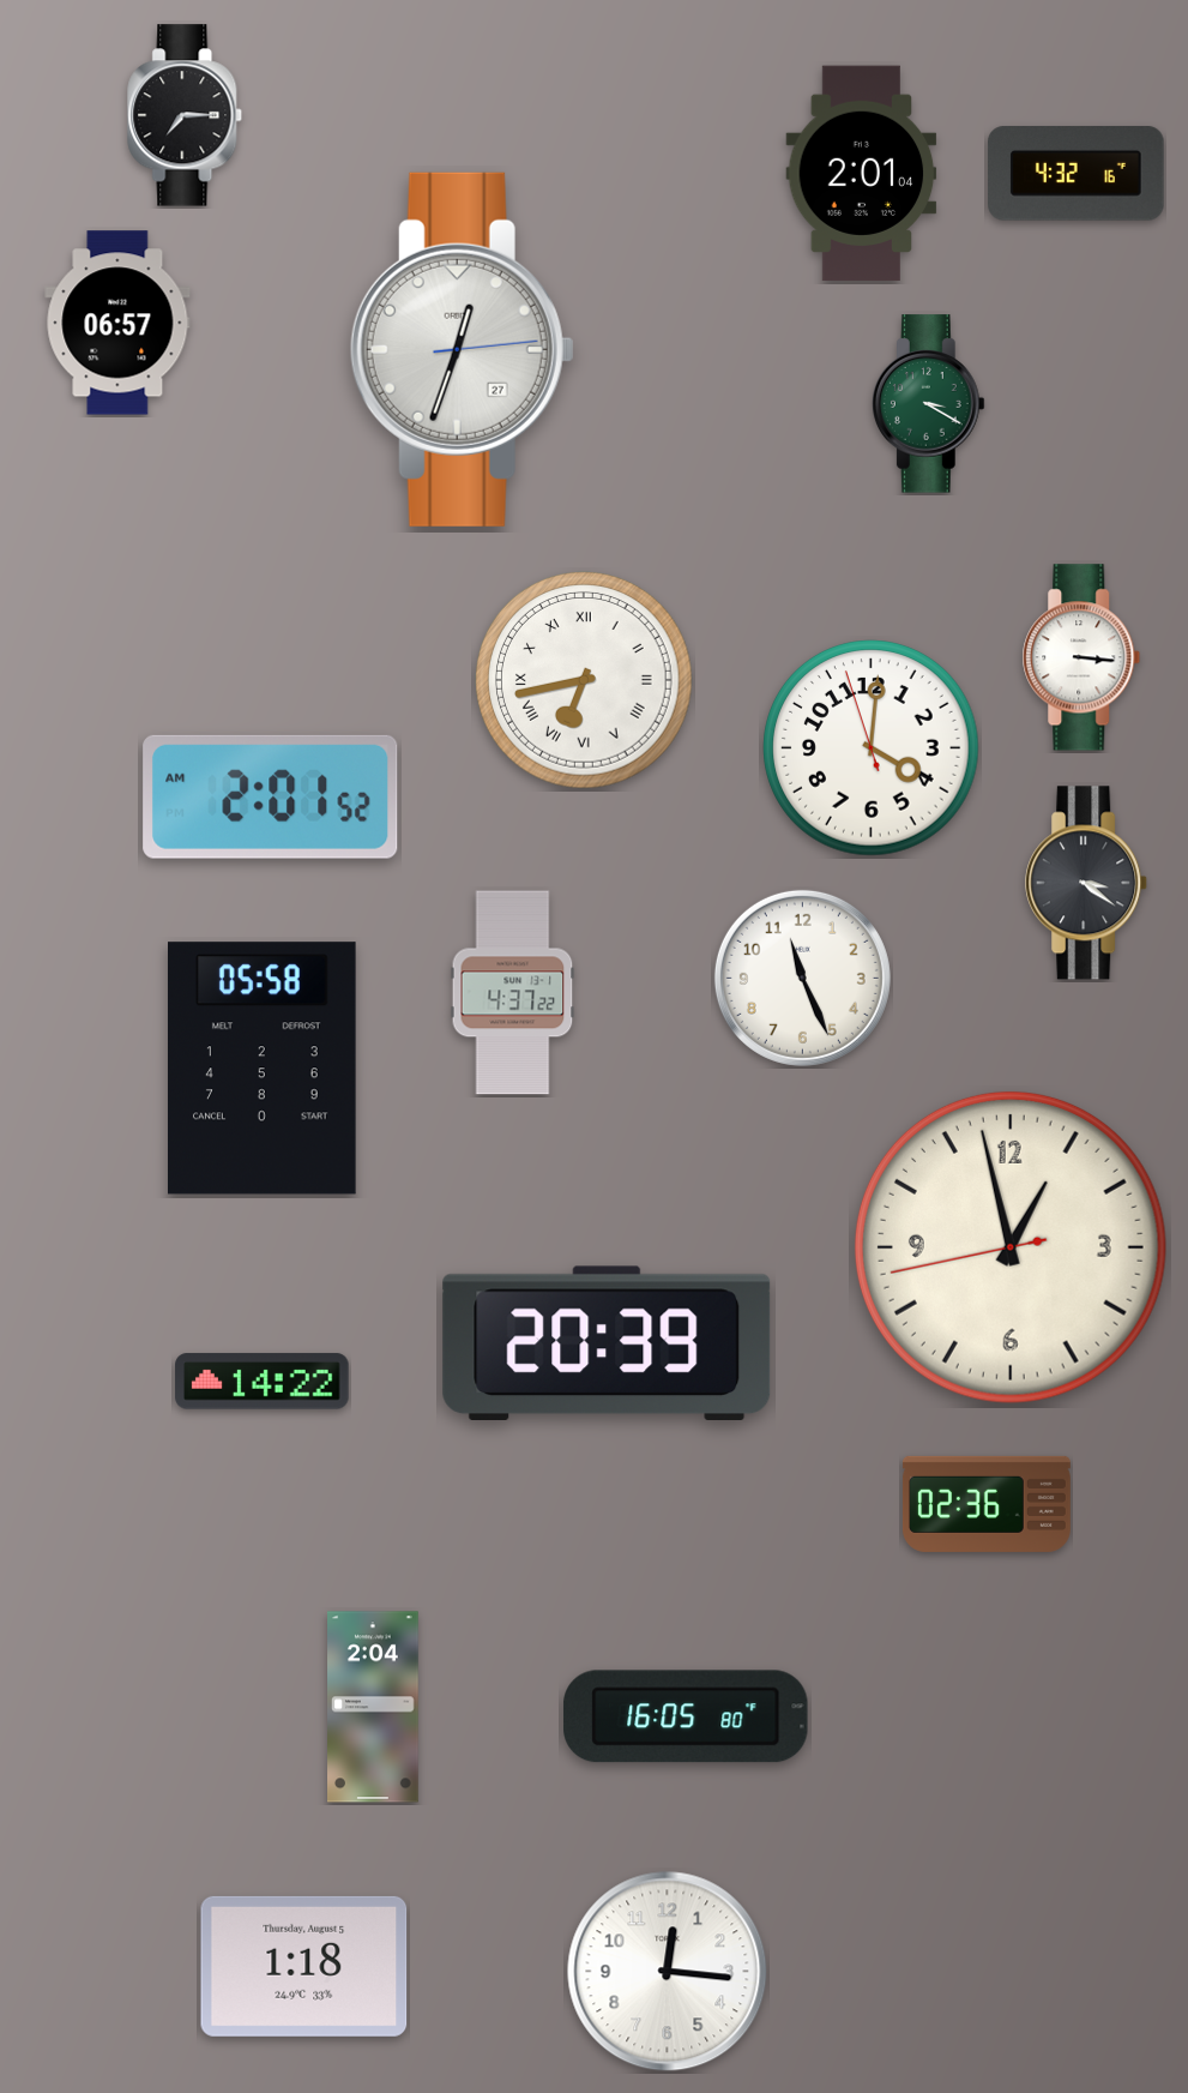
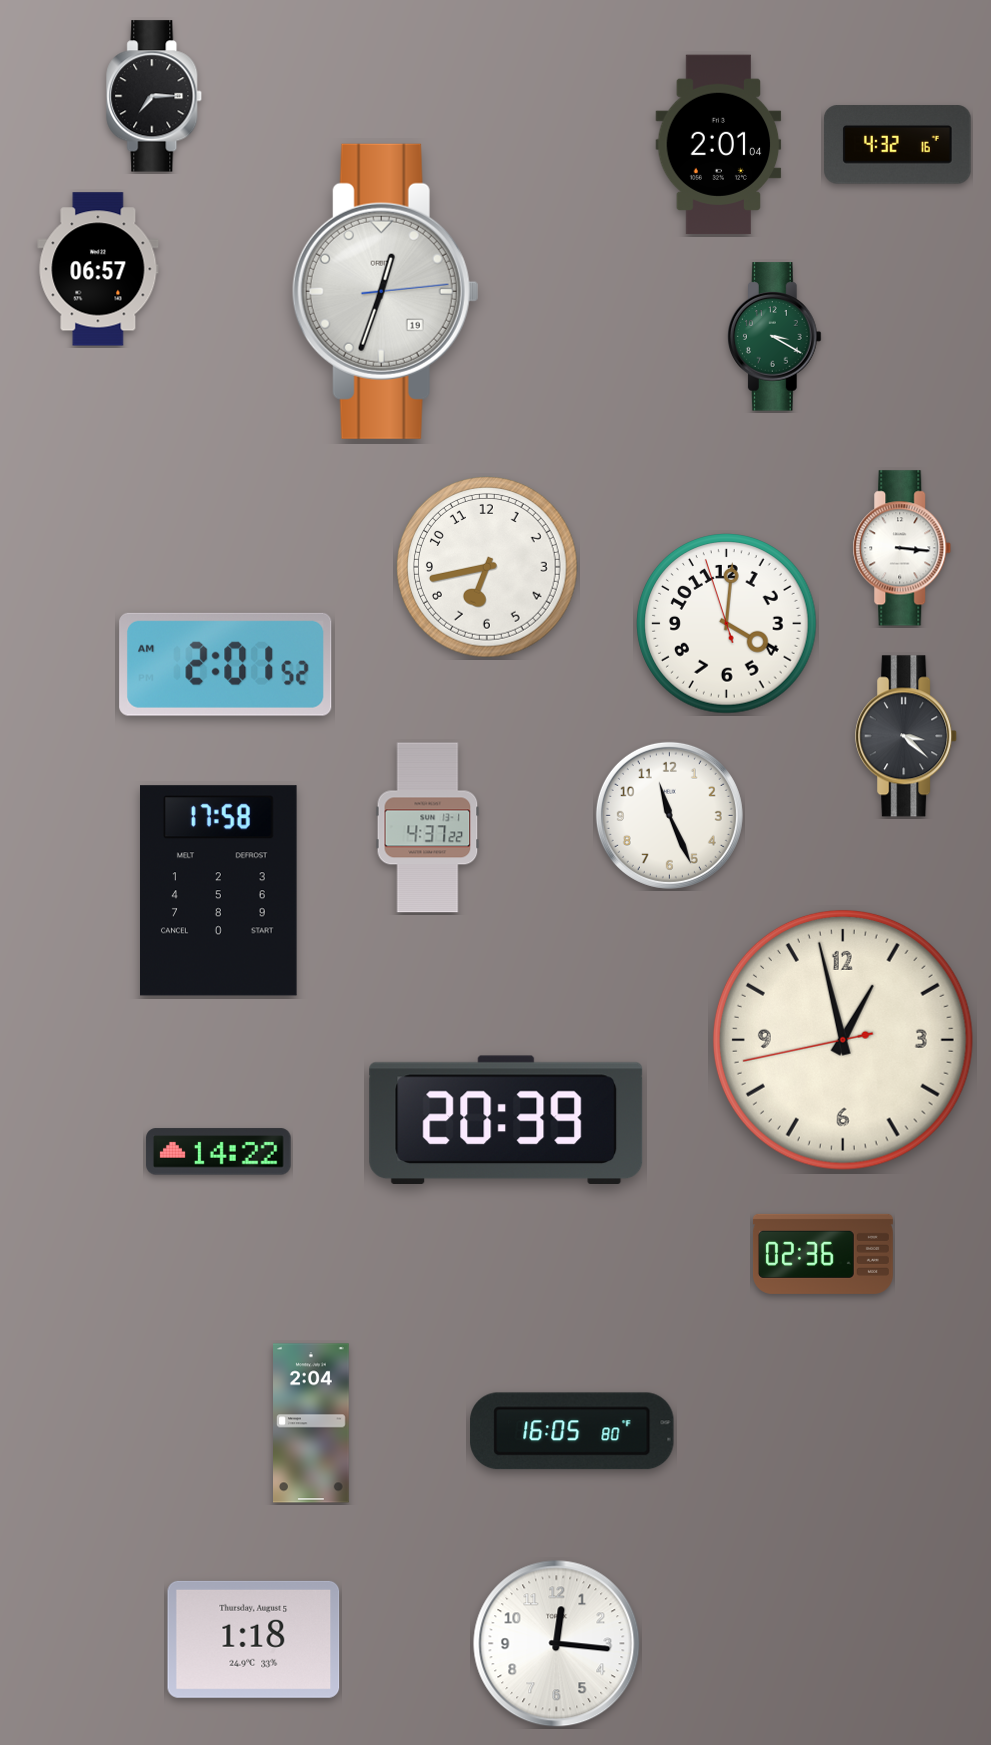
clock at (462, 349) date: 27 -> 19
clock at (584, 680) numerals: Roman -> Arabic
clock at (1087, 883): 3:21 -> 3:22
clock at (263, 1069): 05:58 -> 17:58
